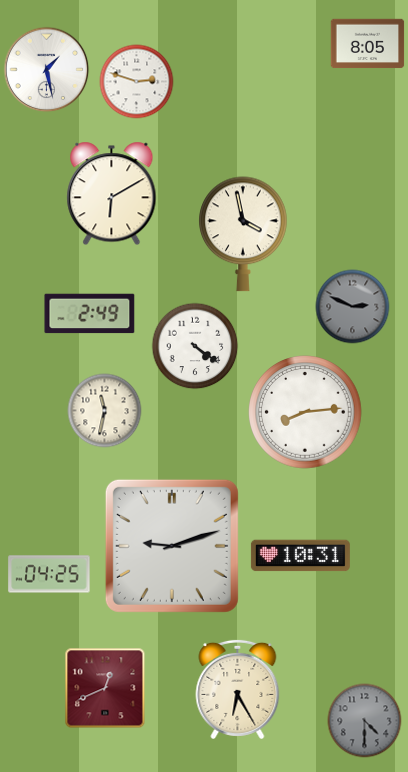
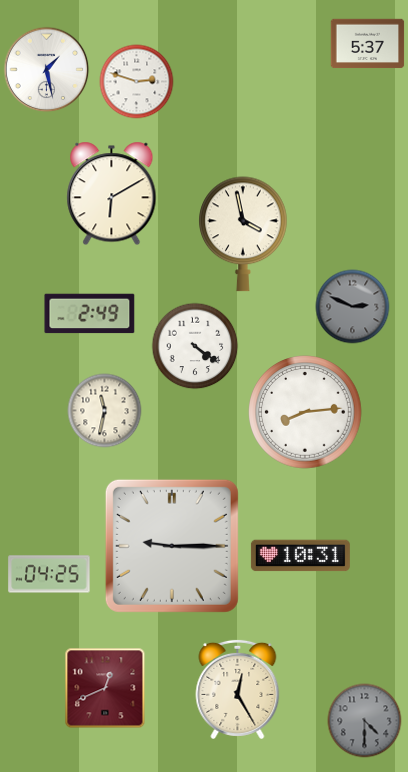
clock at (368, 44): 8:05 -> 5:37
clock at (172, 546): 9:12 -> 9:15
clock at (238, 689): 6:25 -> 12:25
